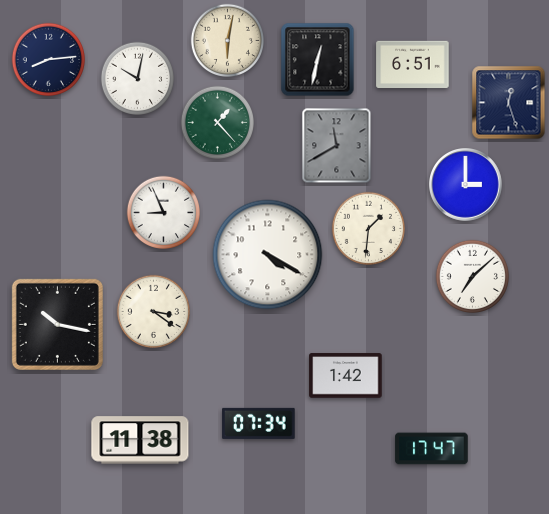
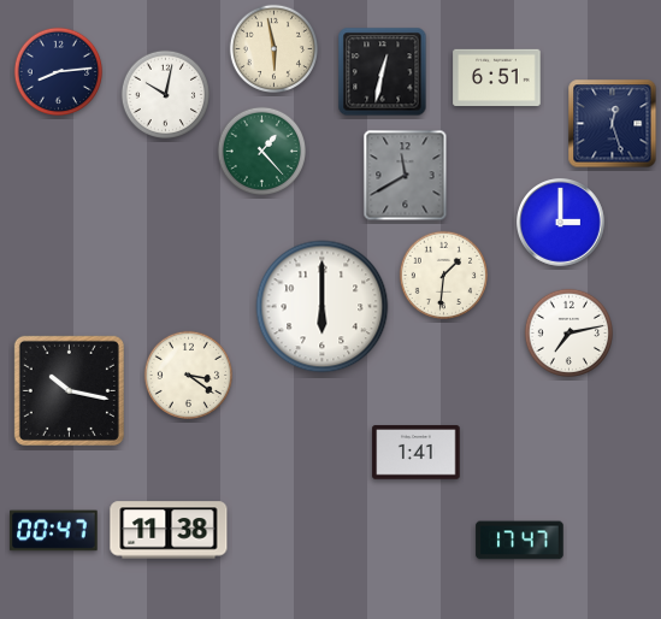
clock at (227, 40): 6:02 -> 5:58
clock at (217, 122) position: (217, 122) -> (261, 151)
clock at (163, 212): 8:56 -> none
clock at (268, 255): 4:20 -> 6:00
clock at (472, 276): 7:08 -> 7:13
clock at (153, 311) position: (153, 311) -> (188, 375)
clock at (346, 376): 1:42 -> 1:41
clock at (259, 423): 07:34 -> none
clock at (54, 531): none -> 00:47
